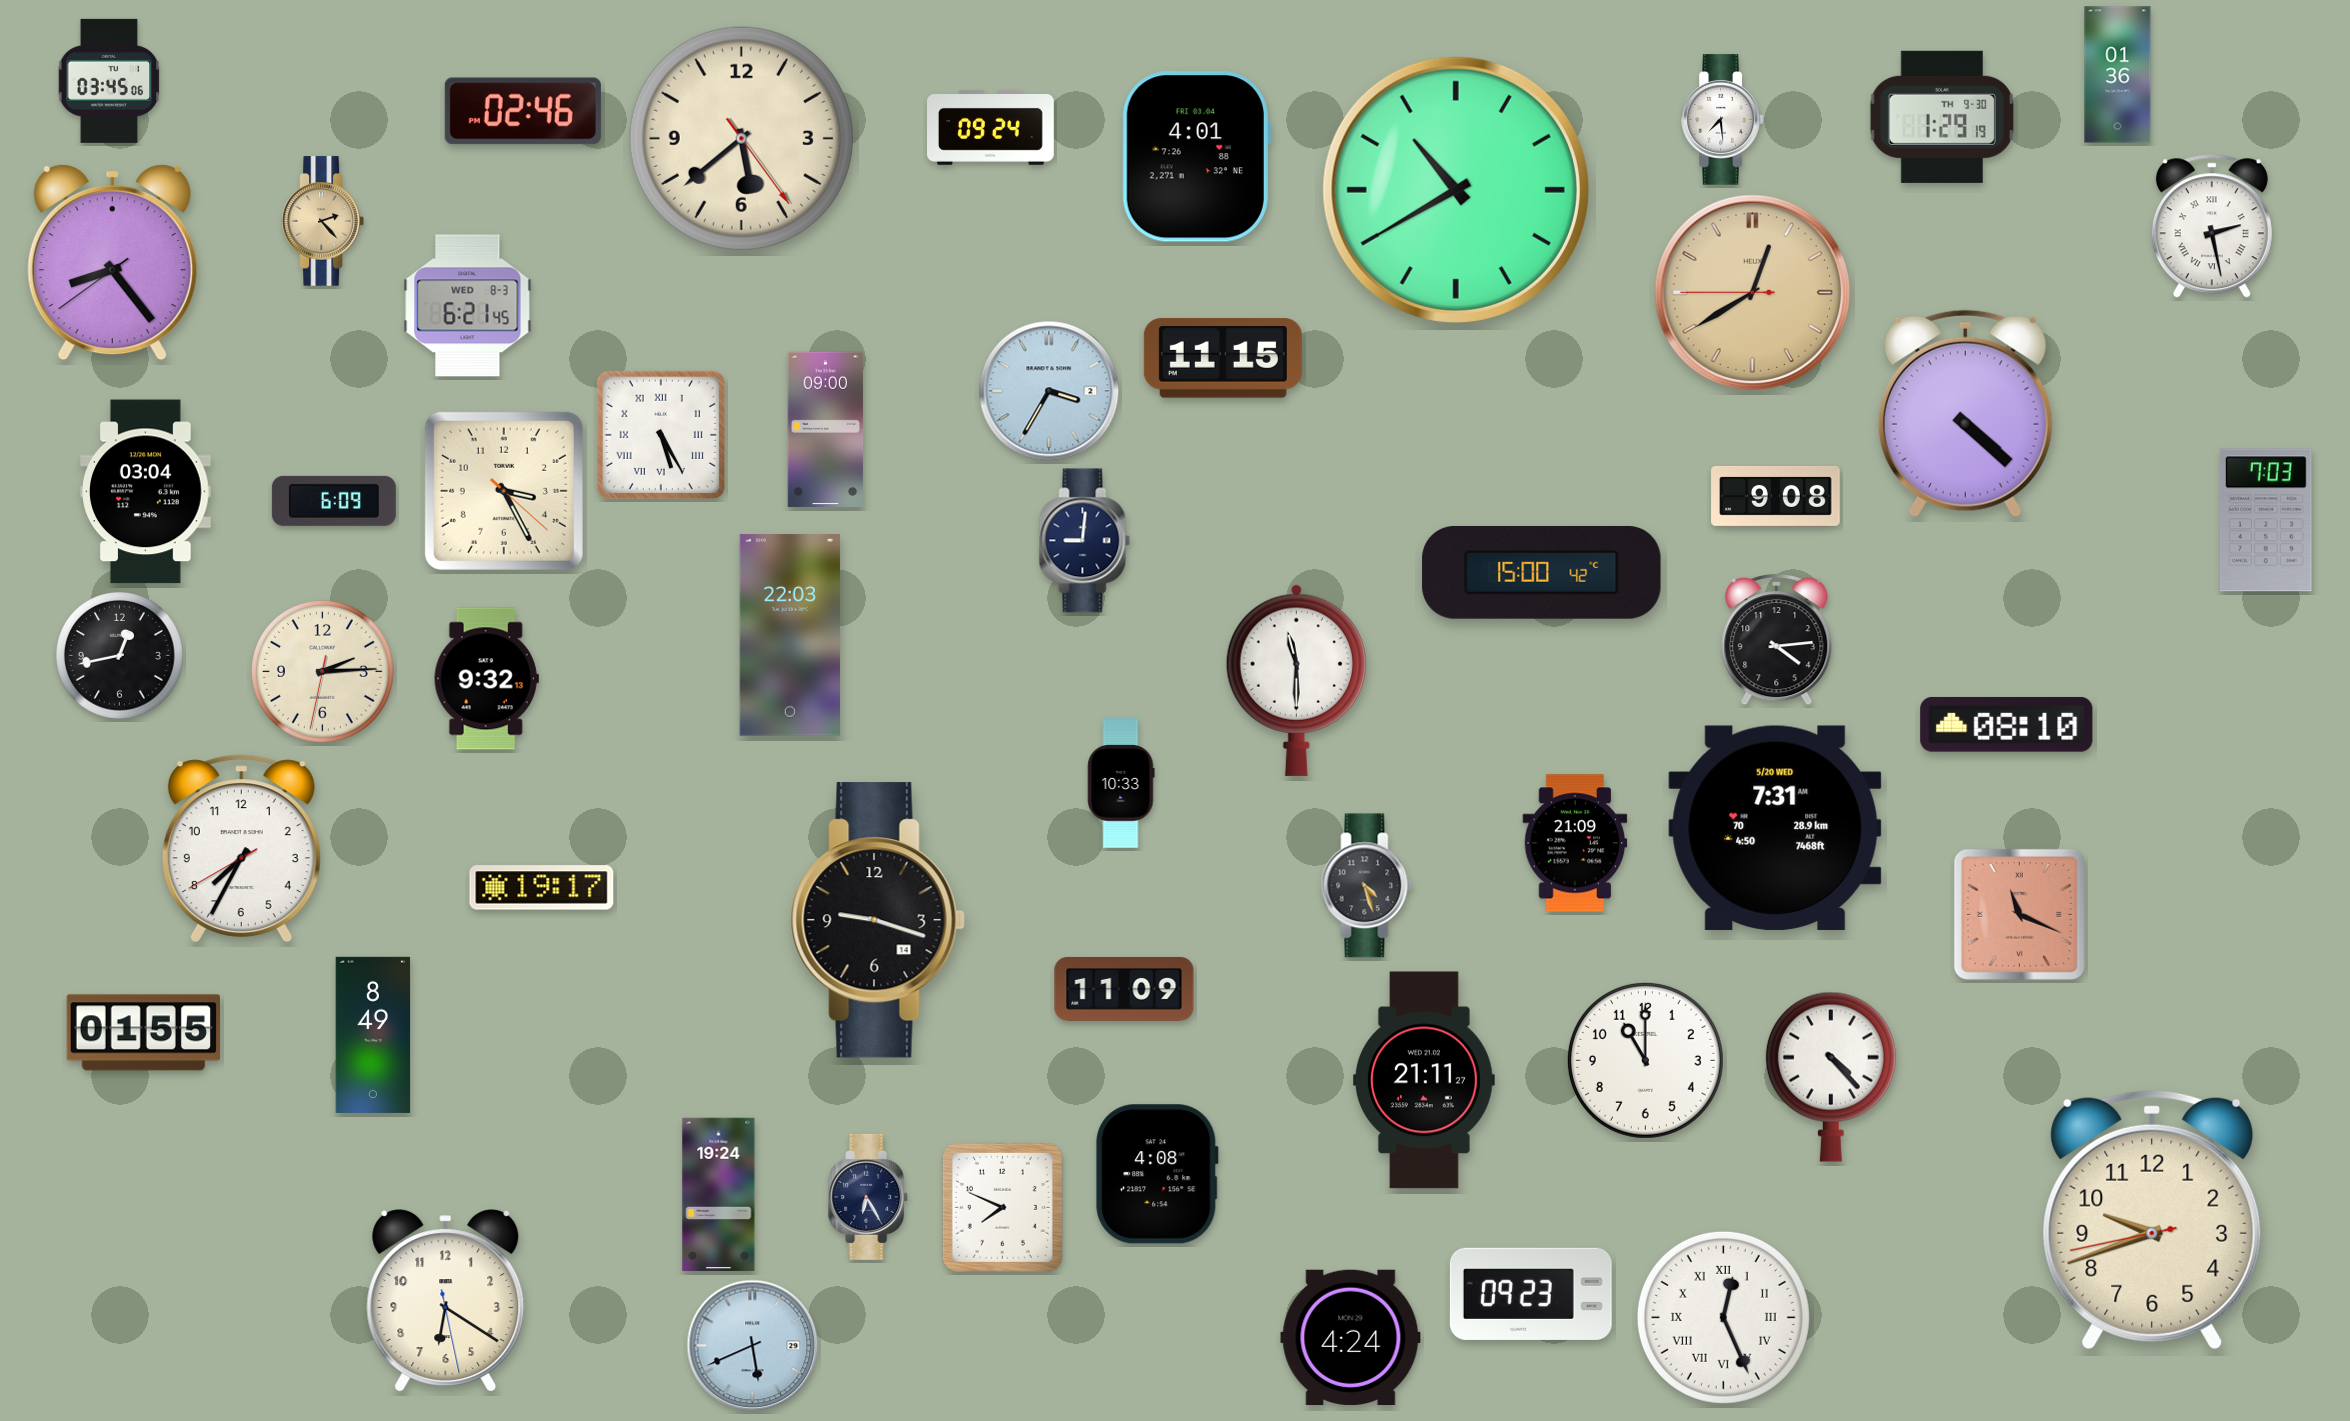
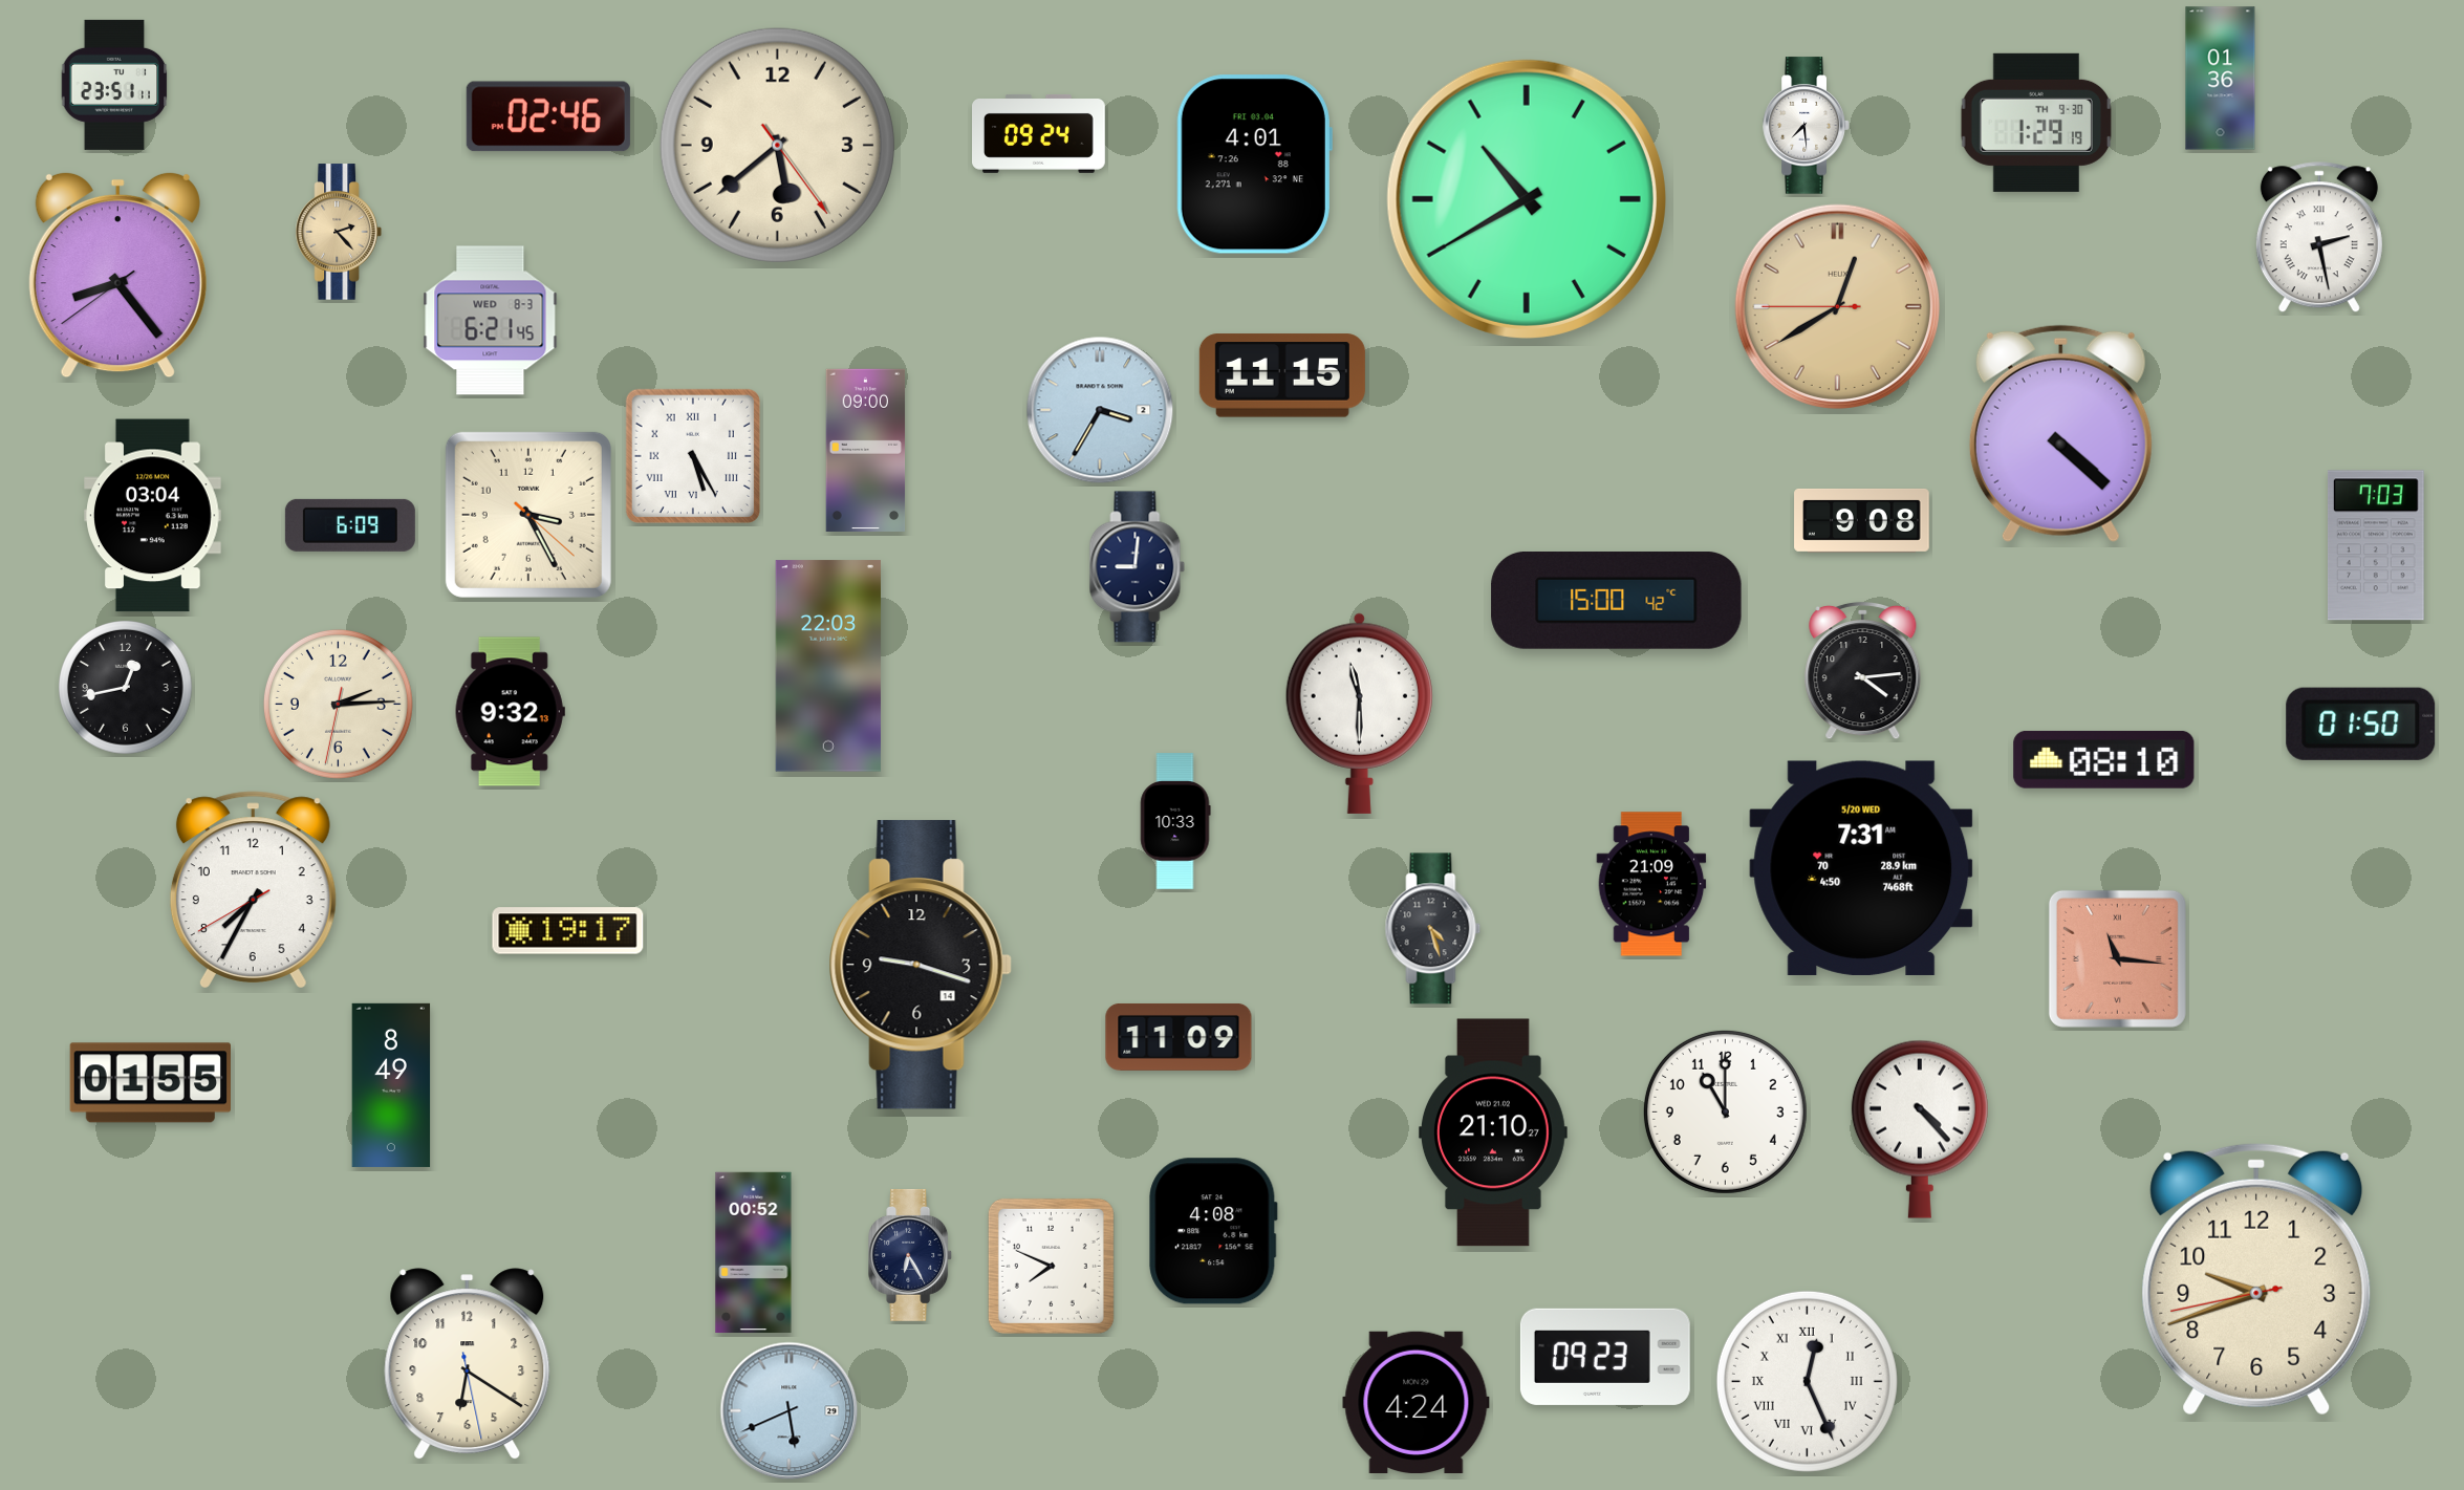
clock at (109, 81): 03:45 -> 23:51
clock at (2361, 724): none -> 01:50
clock at (2019, 914): 11:19 -> 11:16
clock at (1424, 1080): 21:11 -> 21:10
clock at (719, 1195): 19:24 -> 00:52
